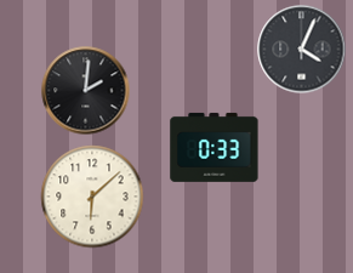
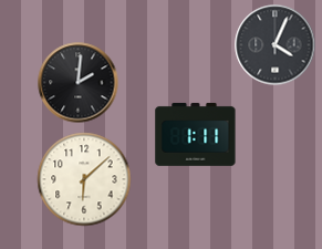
clock at (215, 147): 0:33 -> 1:11
